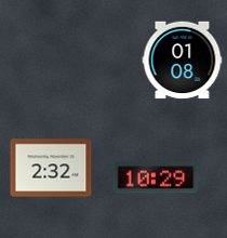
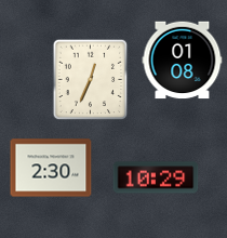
clock at (91, 80): none -> 12:34
clock at (51, 168): 2:32 -> 2:30
